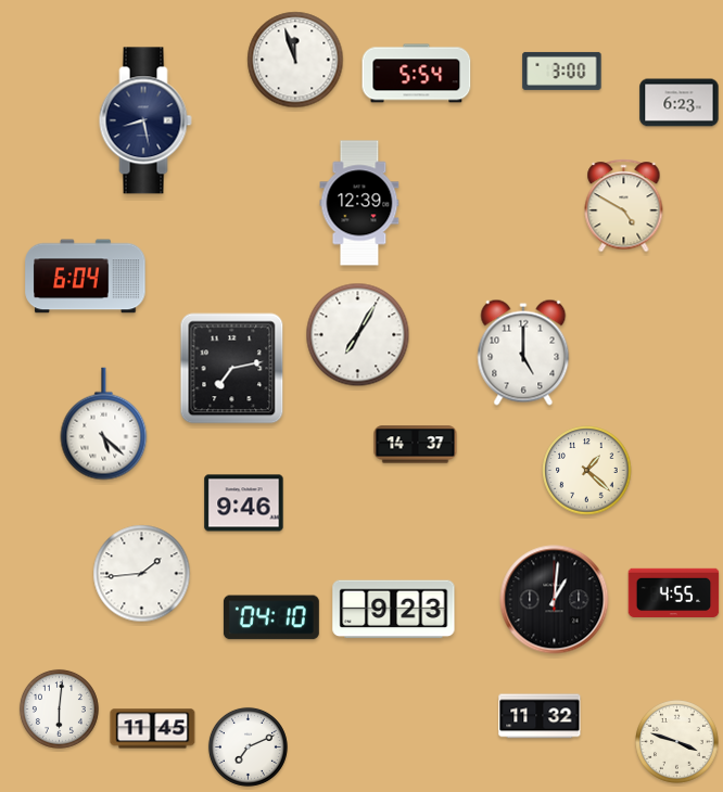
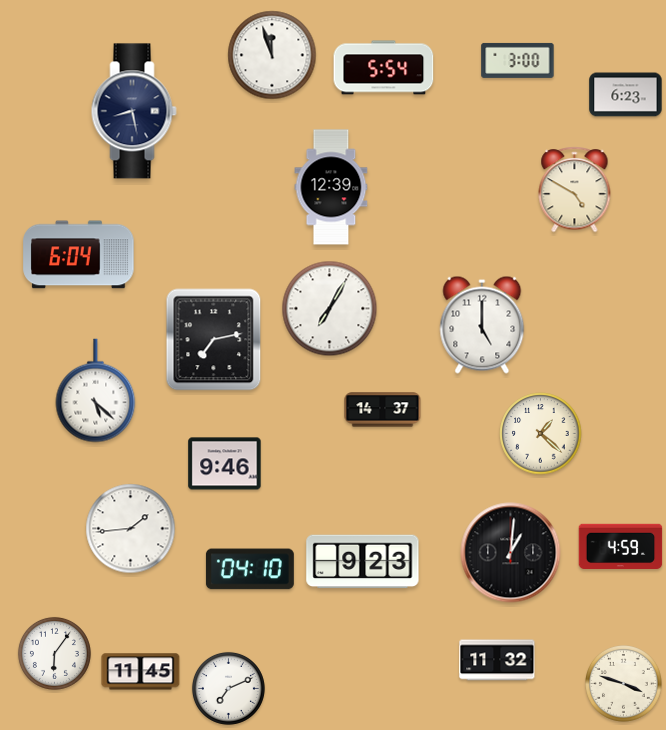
clock at (562, 71) position: (562, 71) -> (518, 60)
clock at (674, 592): 4:55 -> 4:59
clock at (59, 708): 6:01 -> 6:06
